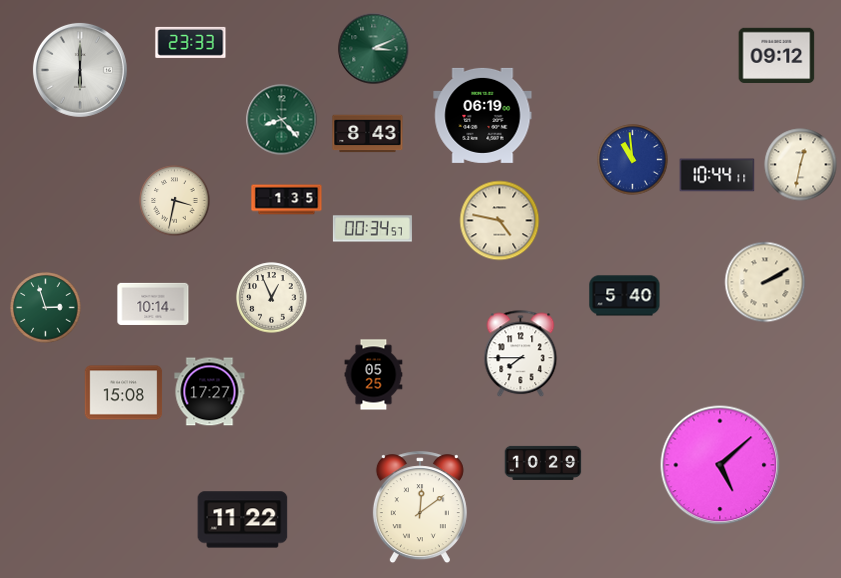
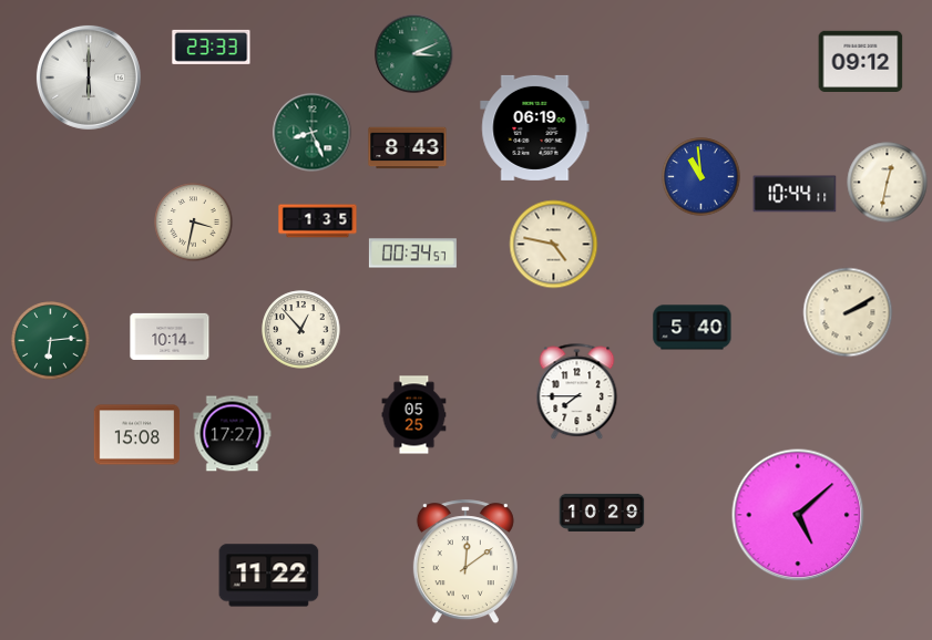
clock at (282, 120): 8:23 -> 8:26
clock at (272, 298): 12:56 -> 12:53
clock at (46, 308): 2:57 -> 6:14
